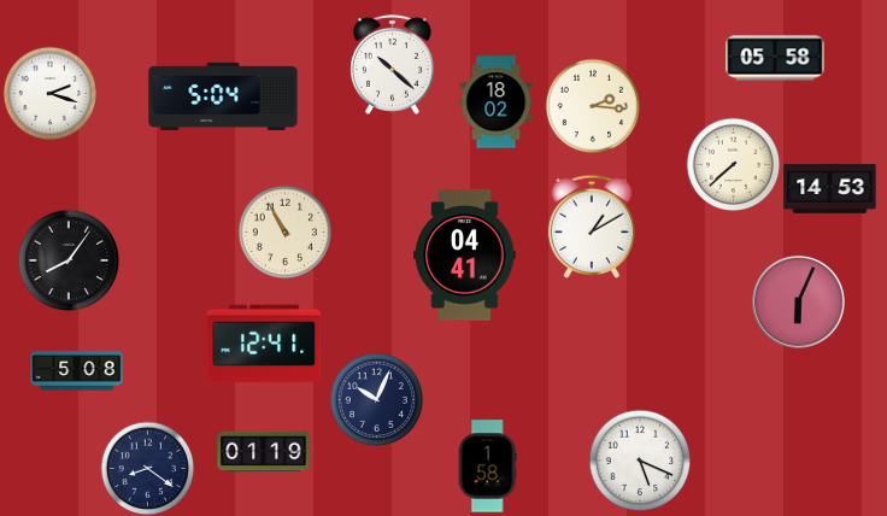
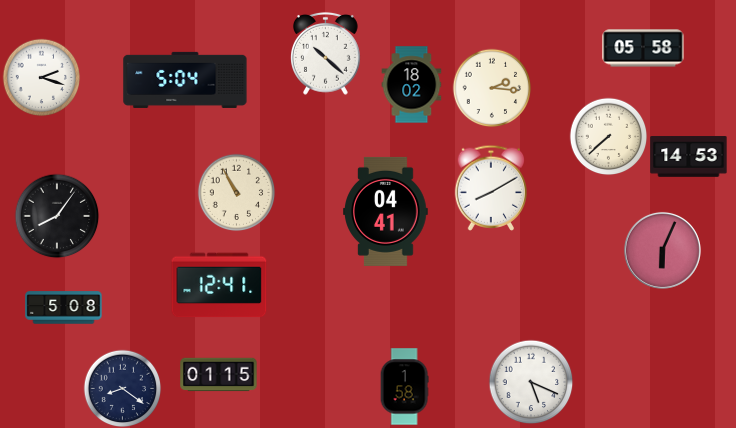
clock at (592, 227): 1:10 -> 8:10
clock at (376, 399): 10:04 -> none
clock at (264, 452): 01:19 -> 01:15
